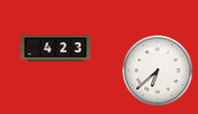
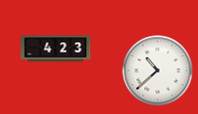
clock at (158, 71): 6:38 -> 10:38
